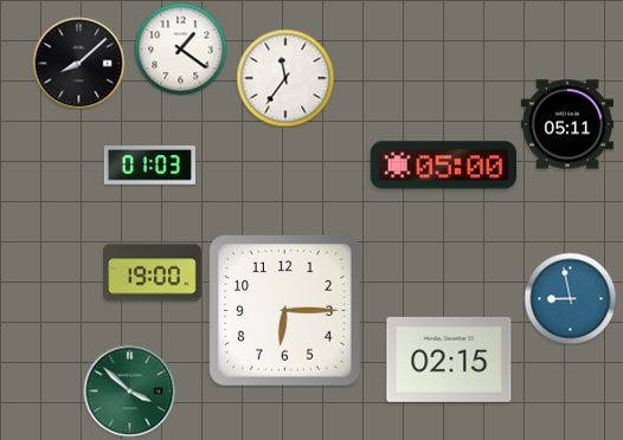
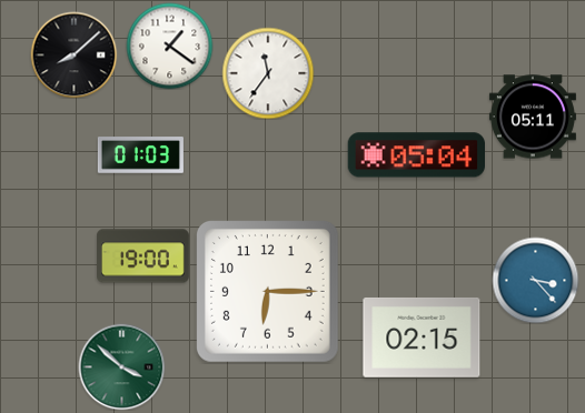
clock at (78, 63) position: (78, 63) -> (73, 54)
clock at (443, 166): 05:00 -> 05:04
clock at (570, 298): 8:58 -> 3:23
